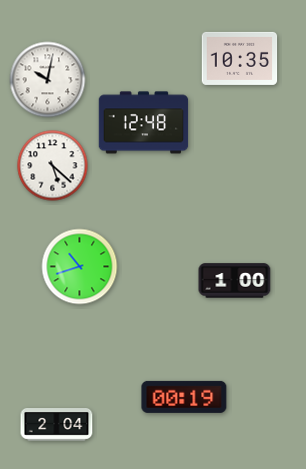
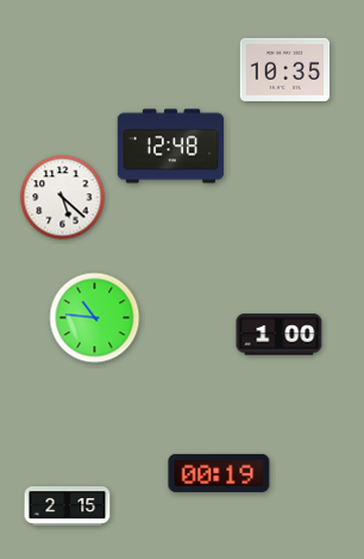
clock at (48, 80): 10:02 -> none
clock at (80, 267): 10:42 -> 10:46
clock at (57, 425): 2:04 -> 2:15
